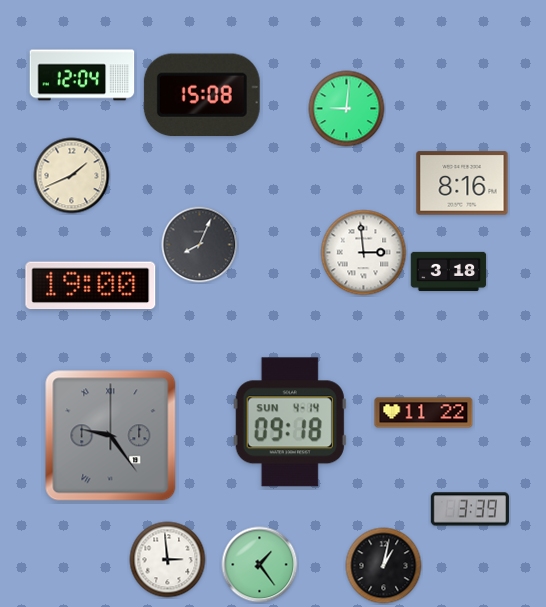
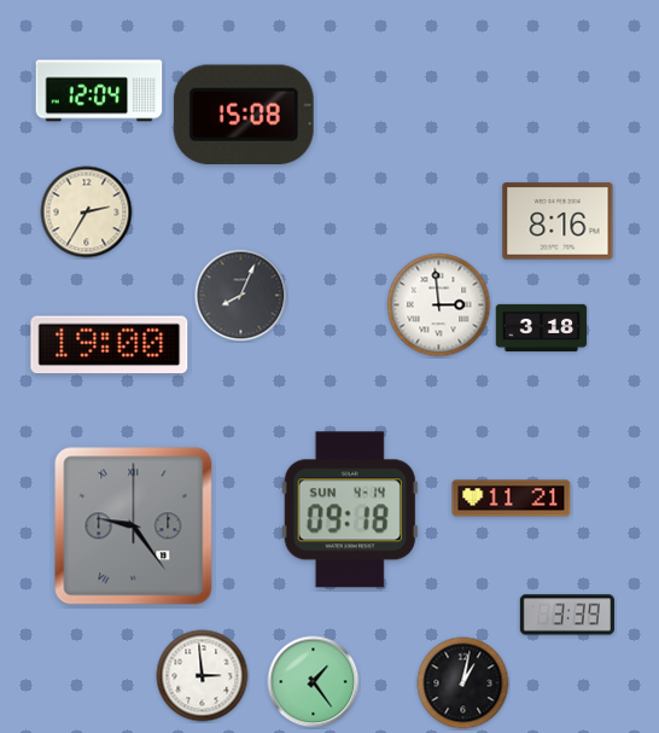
clock at (347, 109): 9:01 -> none
clock at (72, 176): 1:41 -> 2:35
clock at (424, 413): 11:22 -> 11:21
